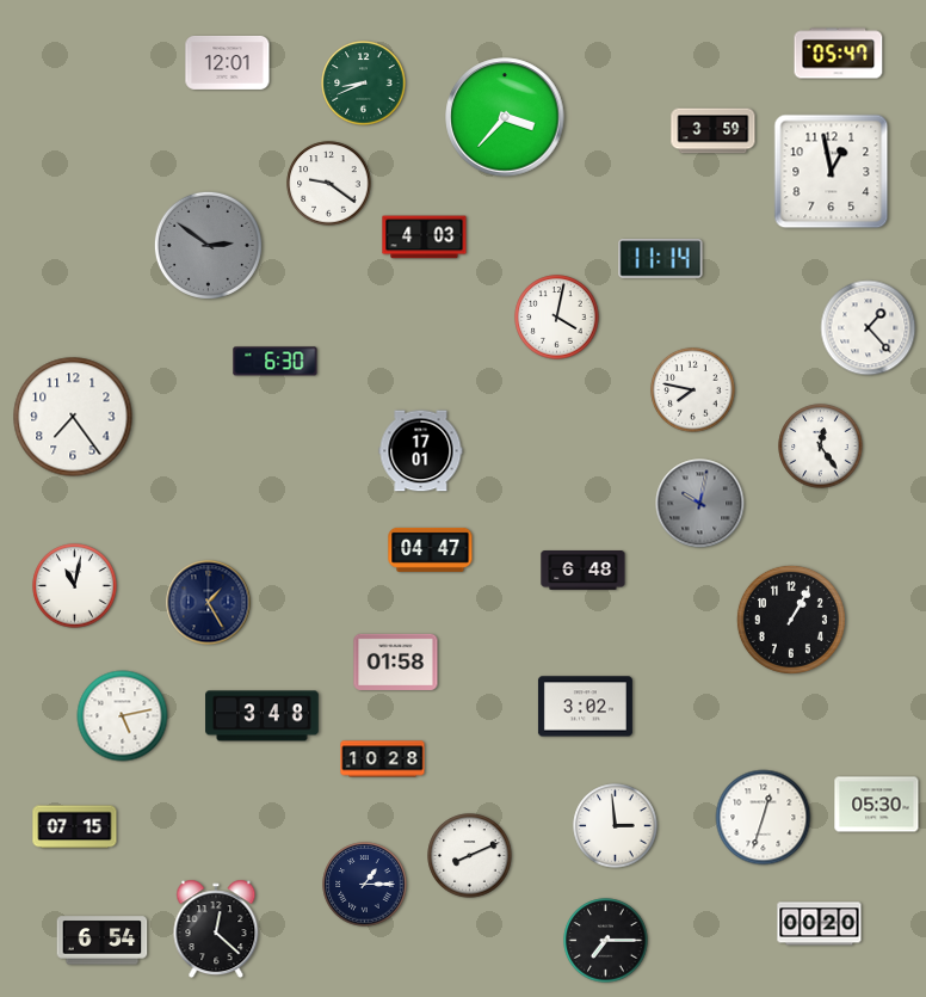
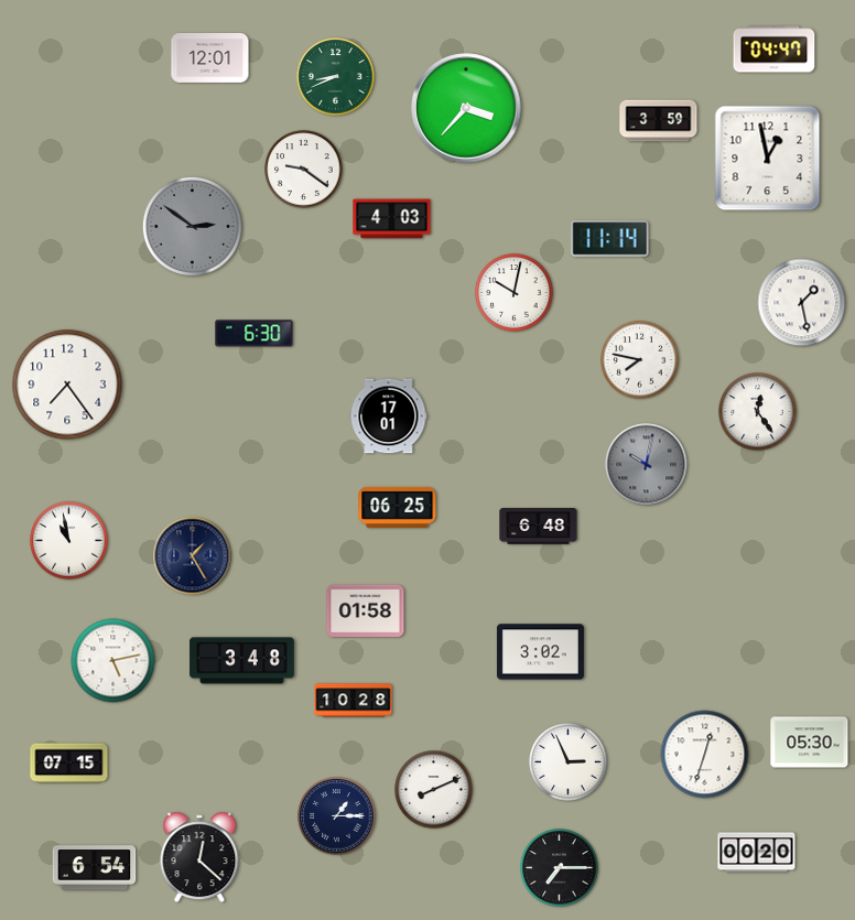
clock at (839, 54): 05:47 -> 04:47
clock at (557, 318): 4:02 -> 10:02
clock at (869, 328): 1:23 -> 1:28
clock at (431, 549): 04:47 -> 06:25
clock at (75, 586): 11:02 -> 10:58
clock at (791, 620): 1:05 -> none
clock at (616, 826): 2:59 -> 2:56
